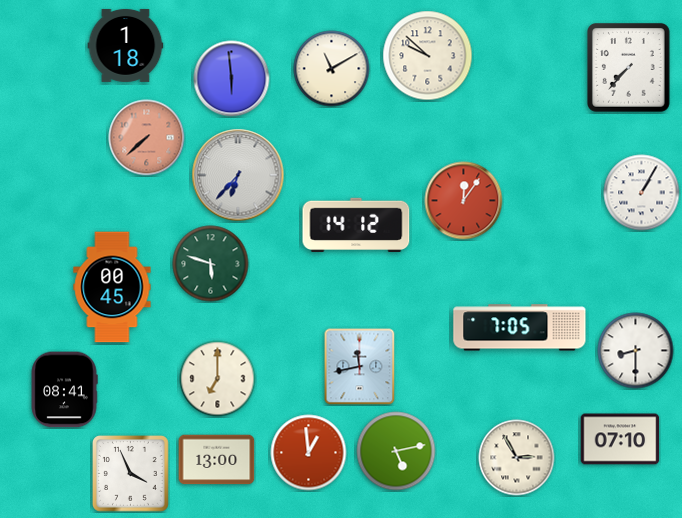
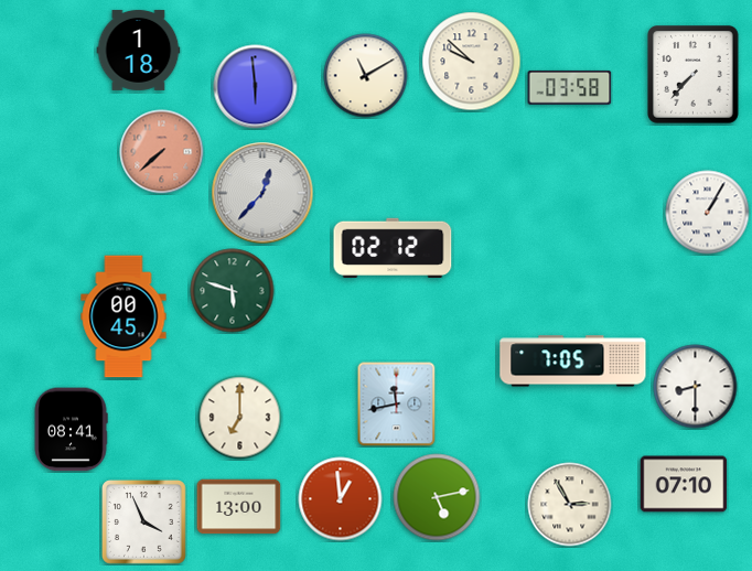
clock at (570, 87): none -> 03:58
clock at (238, 175): 6:37 -> 12:37
clock at (464, 201): 12:06 -> none
clock at (356, 224): 14:12 -> 02:12
clock at (636, 351) position: (636, 351) -> (696, 387)
